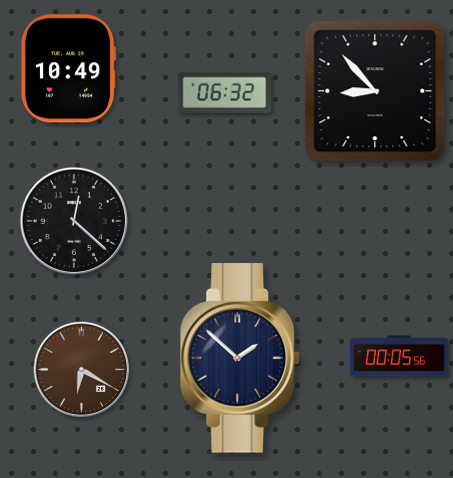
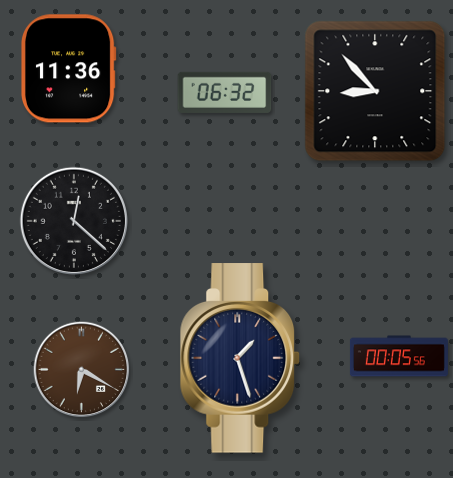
clock at (68, 69): 10:49 -> 11:36
clock at (240, 358): 1:52 -> 1:27
